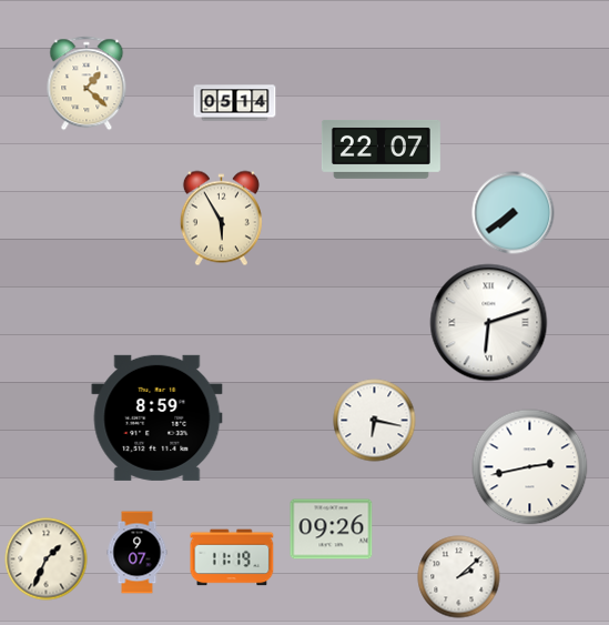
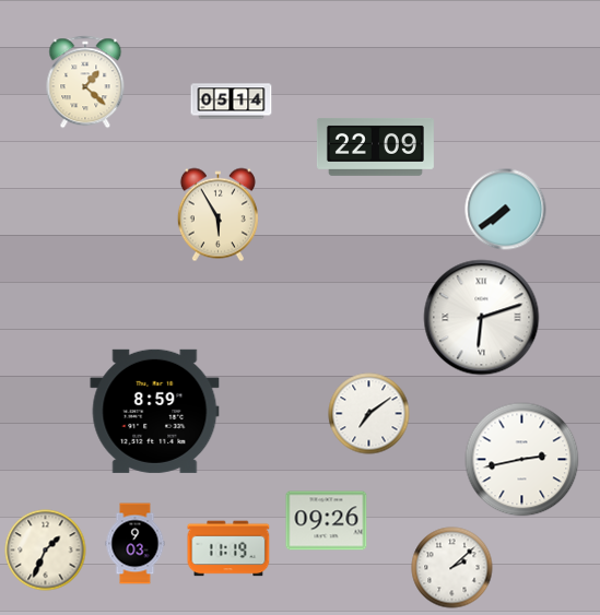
clock at (380, 150): 22:07 -> 22:09
clock at (375, 421): 6:17 -> 7:09
clock at (138, 553): 9:07 -> 9:03
